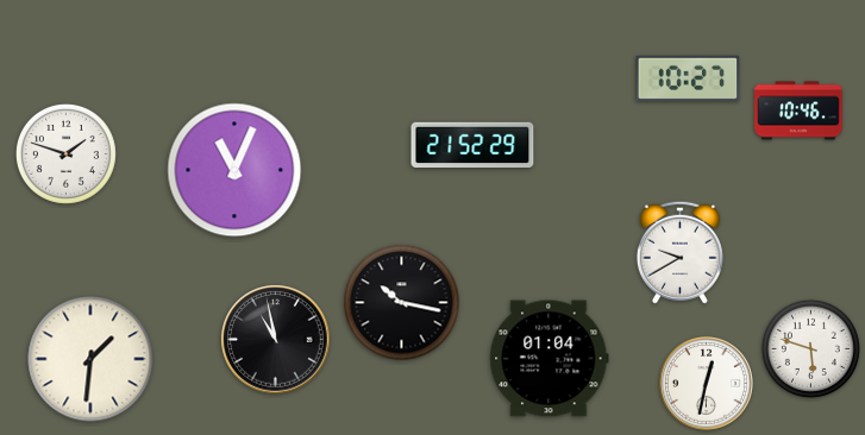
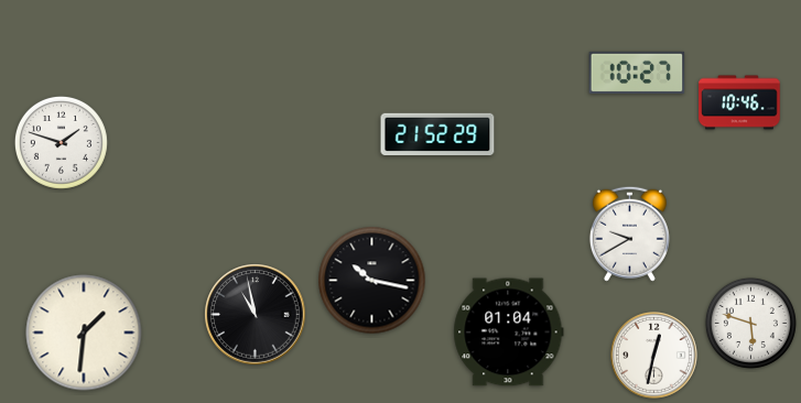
clock at (234, 170): 11:04 -> none
